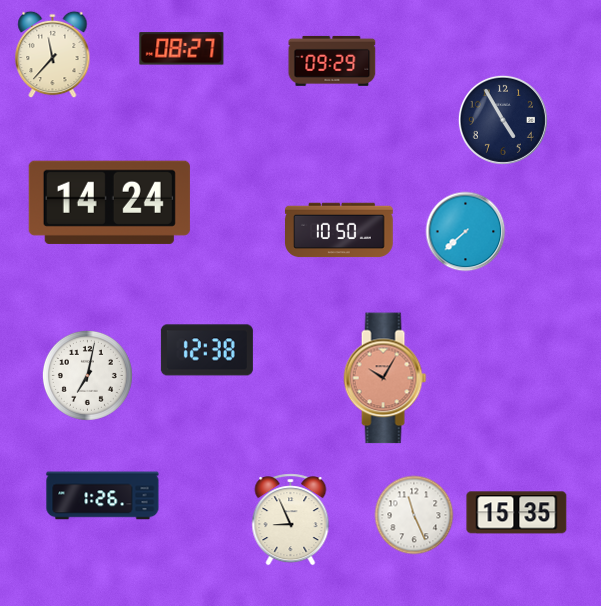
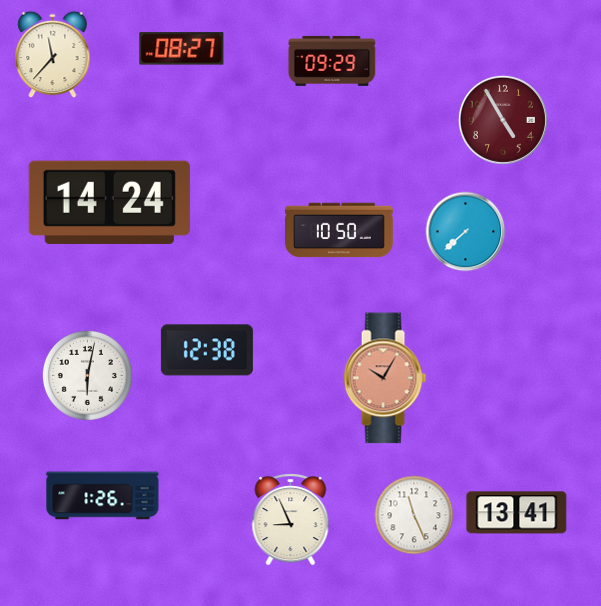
clock at (503, 120) dial: navy -> burgundy
clock at (87, 375): 7:02 -> 6:02
clock at (517, 513): 15:35 -> 13:41
